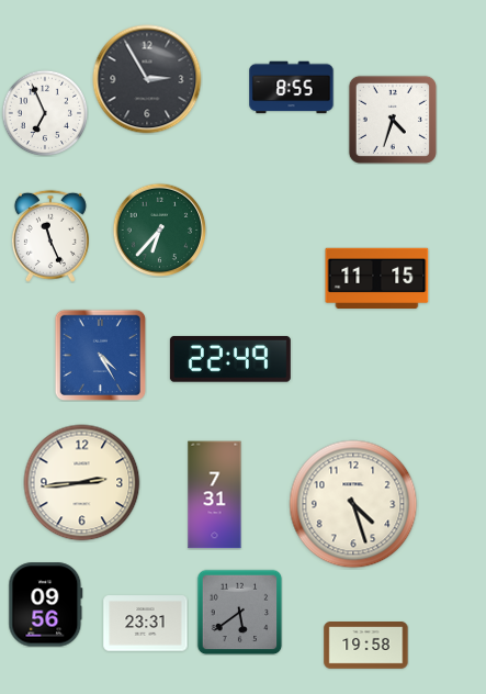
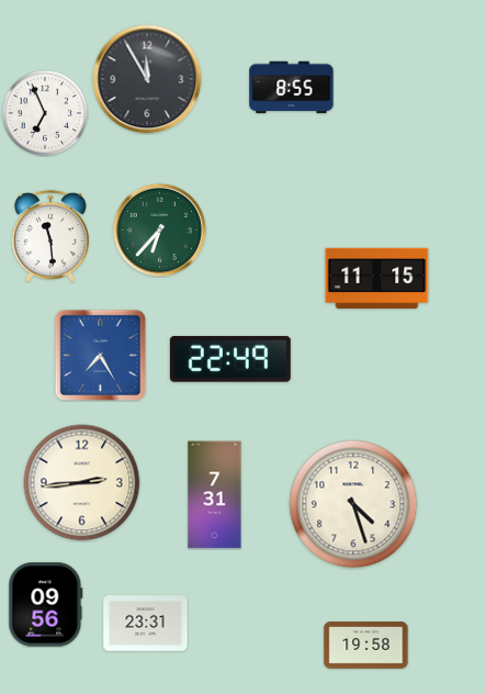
clock at (147, 79): 2:55 -> 11:55
clock at (393, 120): 4:33 -> none
clock at (50, 236): 11:26 -> 11:29
clock at (100, 355): 4:25 -> 7:25
clock at (239, 612): 5:39 -> none
